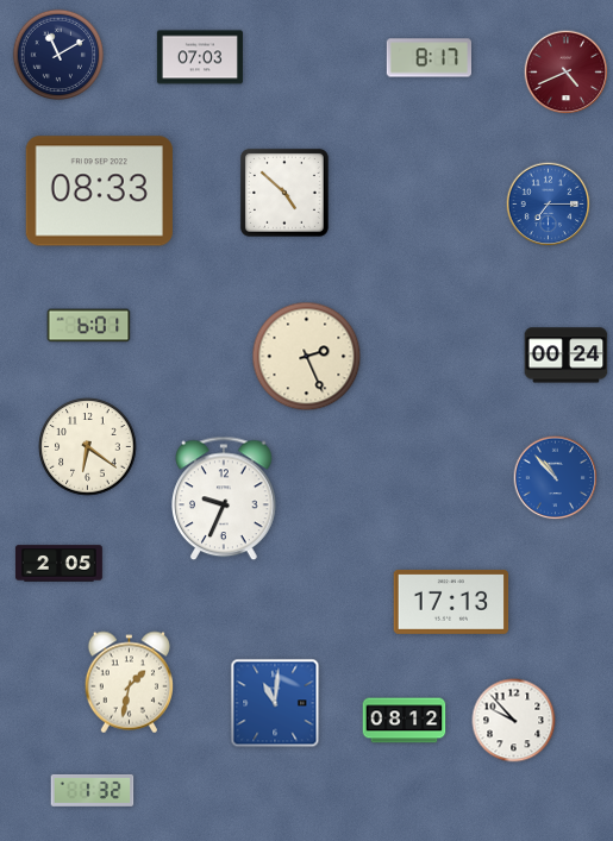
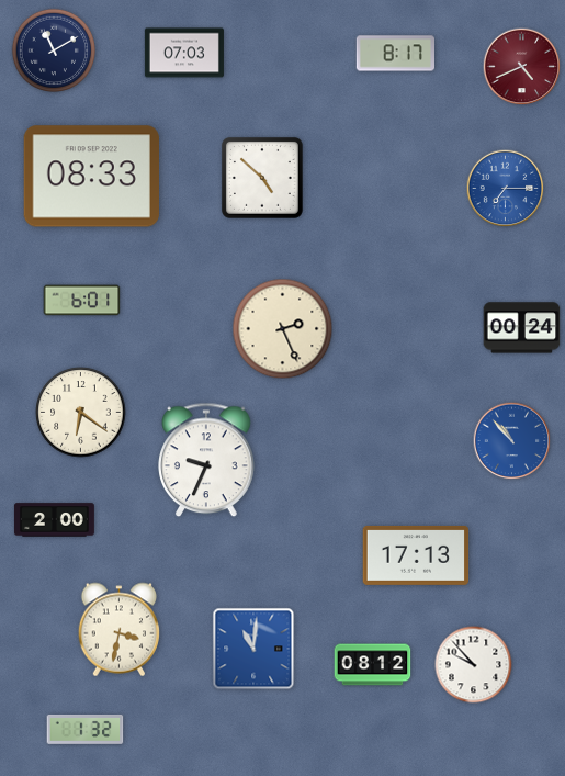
clock at (58, 564): 2:05 -> 2:00
clock at (130, 683): 1:32 -> 3:32
